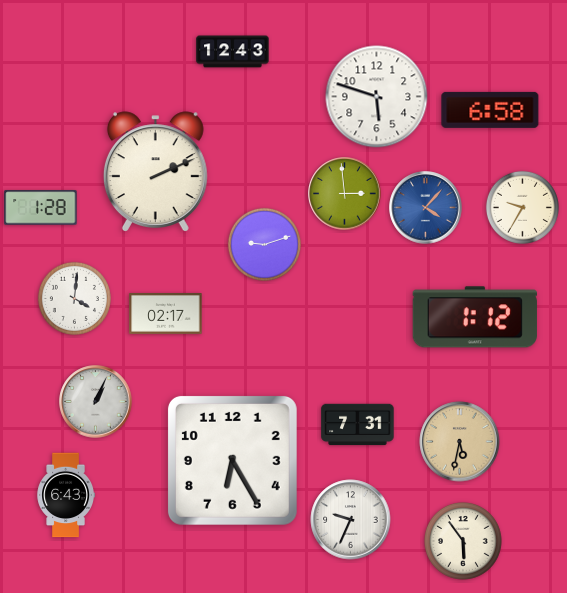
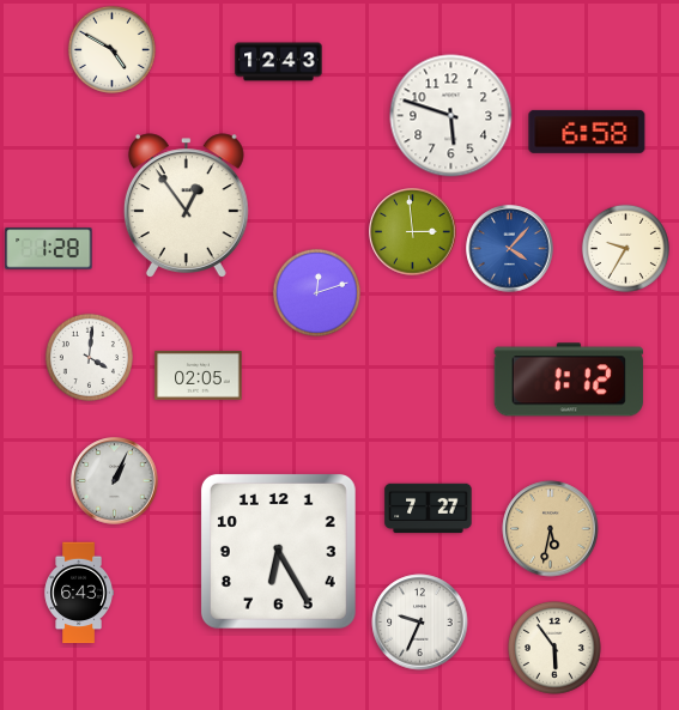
clock at (111, 49): none -> 4:50
clock at (155, 172): 2:11 -> 12:54
clock at (264, 244): 9:12 -> 12:12
clock at (166, 314): 02:17 -> 02:05
clock at (358, 425): 7:31 -> 7:27
